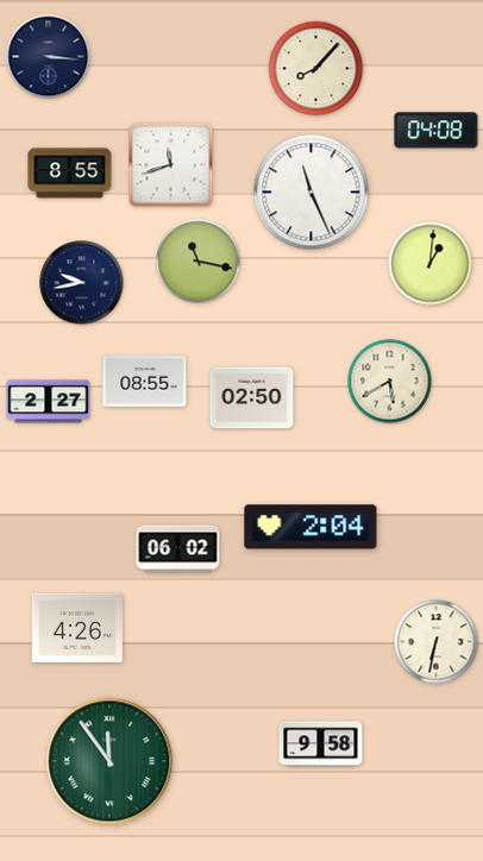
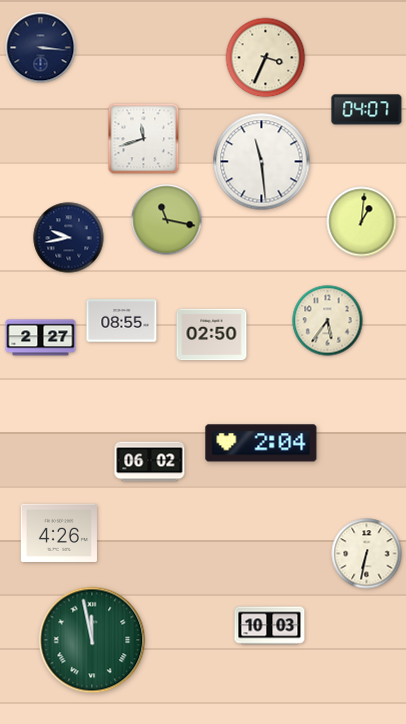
clock at (316, 69): 8:07 -> 3:34
clock at (437, 131): 04:08 -> 04:07
clock at (70, 174): 8:55 -> none
clock at (312, 193): 11:26 -> 11:29
clock at (390, 382): 5:40 -> 5:36
clock at (77, 628) position: (77, 628) -> (59, 533)
clock at (437, 642) position: (437, 642) -> (367, 554)
clock at (321, 744): 9:58 -> 10:03
clock at (109, 761): 11:54 -> 11:58
